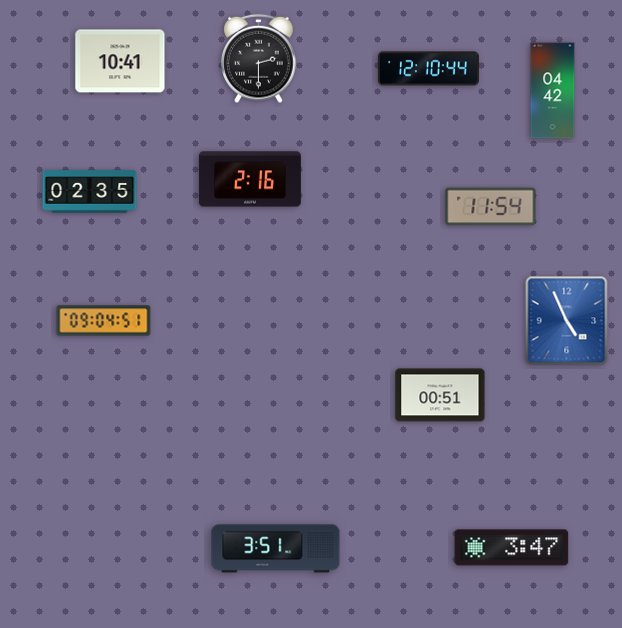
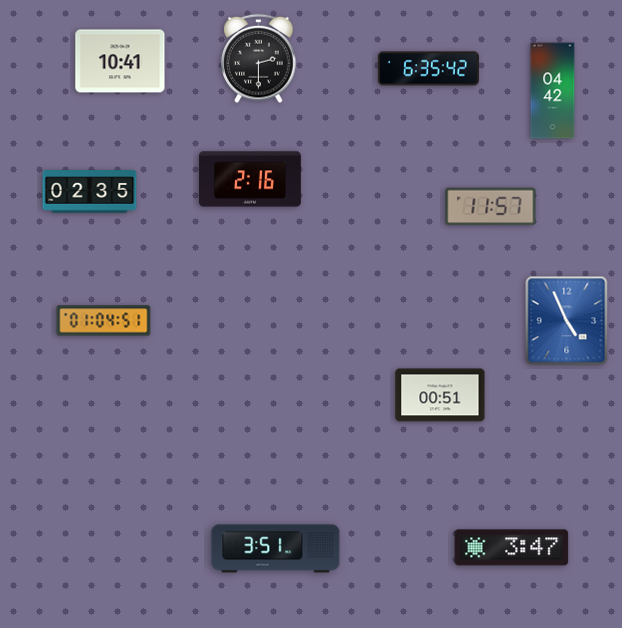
clock at (428, 69): 12:10 -> 6:35
clock at (491, 207): 11:54 -> 11:57
clock at (104, 321): 09:04 -> 01:04
